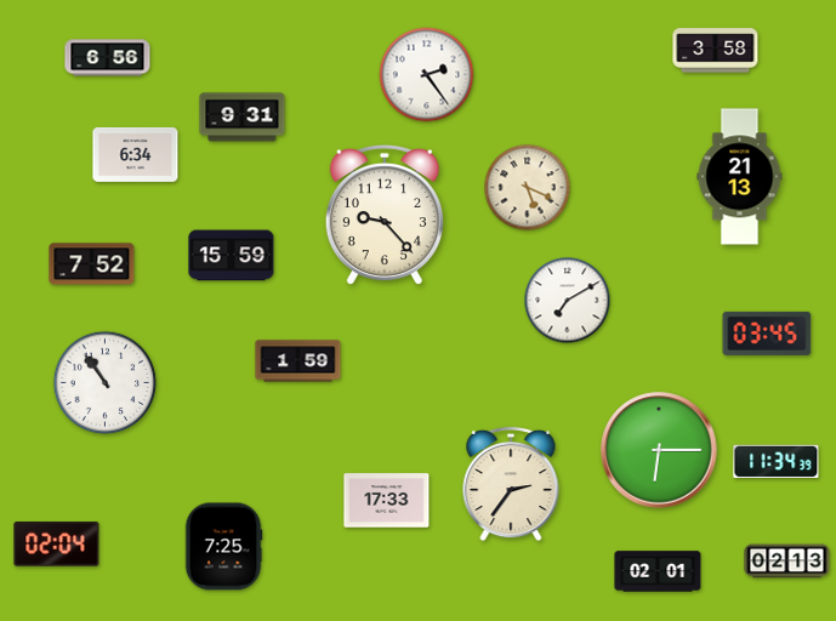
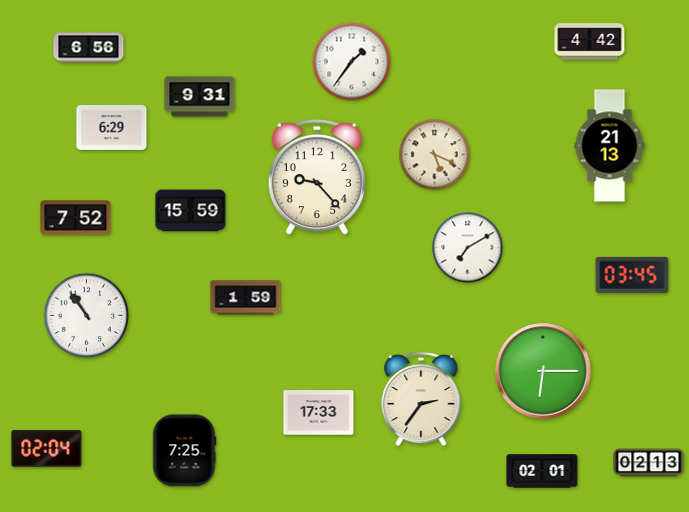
clock at (716, 51): 3:58 -> 4:42
clock at (427, 75): 2:24 -> 1:36
clock at (136, 154): 6:34 -> 6:29
clock at (777, 461): 11:34 -> none
